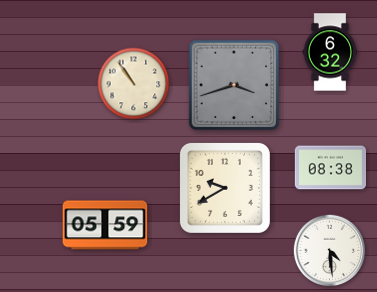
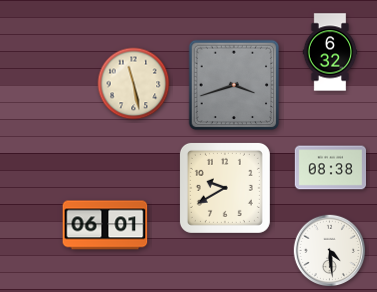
clock at (134, 84): 10:54 -> 11:28
clock at (105, 225): 05:59 -> 06:01
